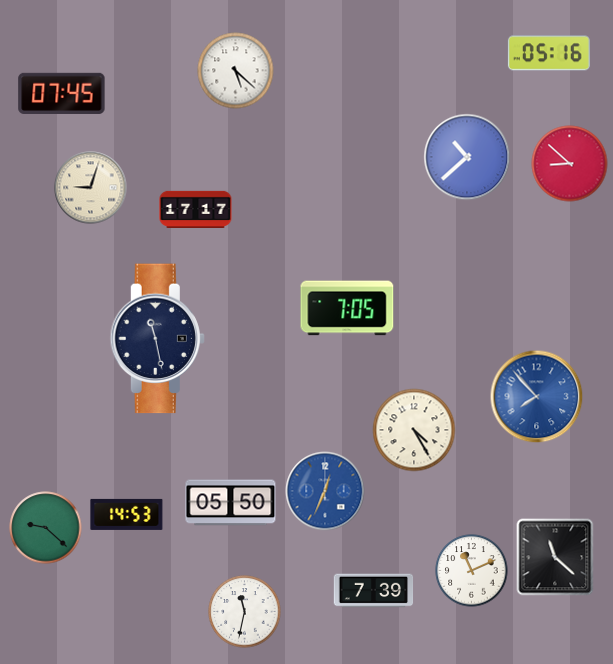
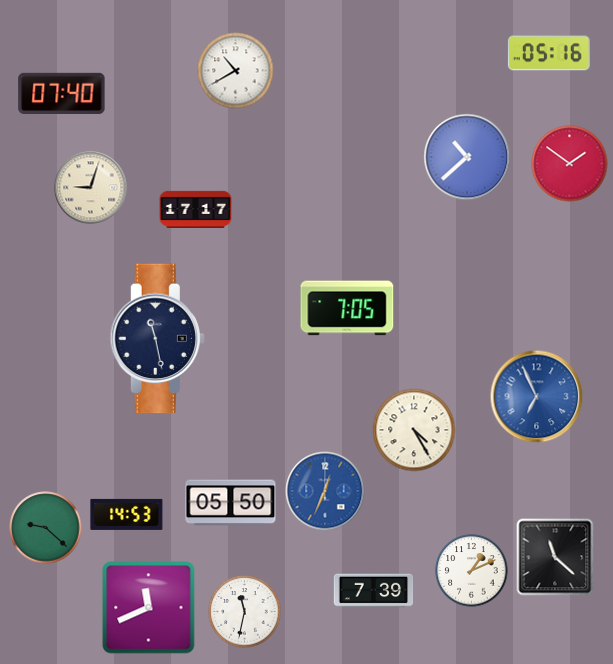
clock at (236, 71): 5:22 -> 10:40
clock at (62, 93): 07:45 -> 07:40
clock at (570, 164): 8:52 -> 1:51
clock at (537, 397): 7:53 -> 6:56
clock at (472, 571): 11:11 -> 1:11
clock at (149, 608): none -> 11:41
